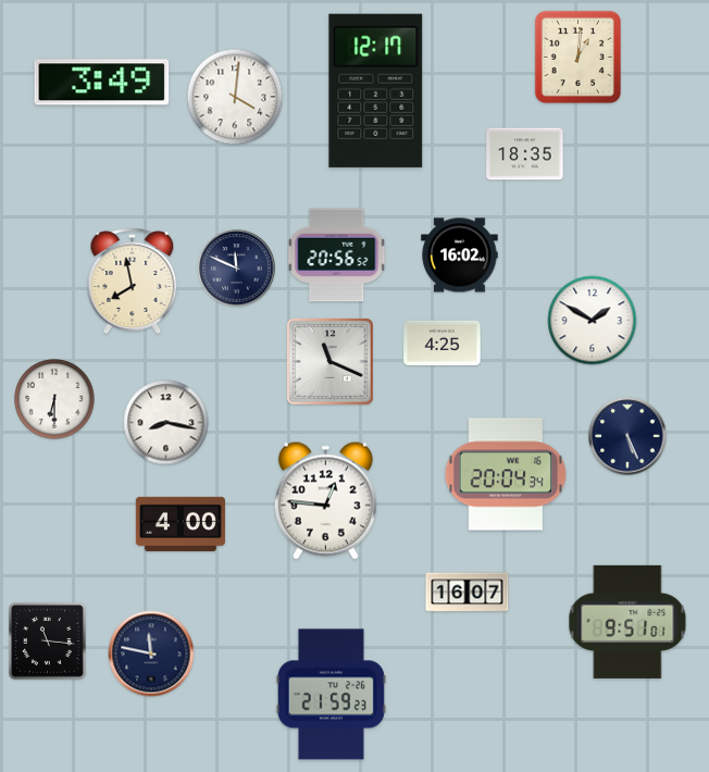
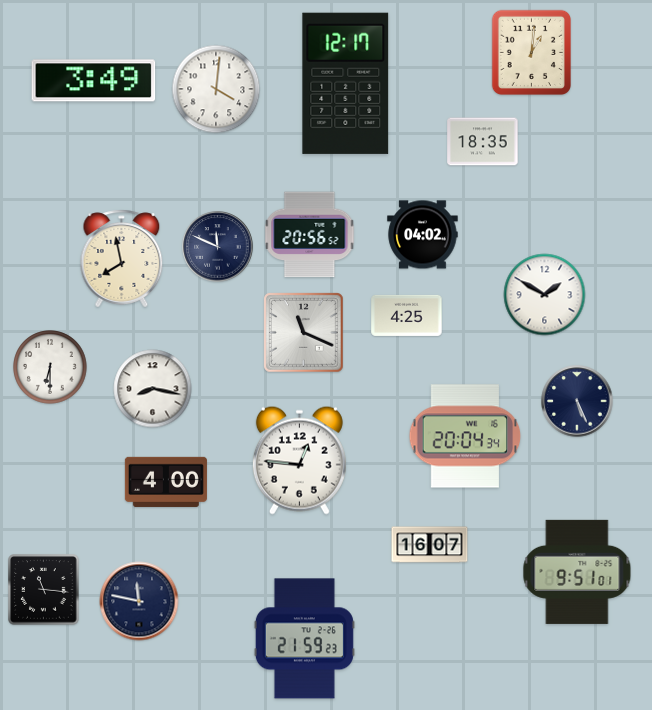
clock at (102, 83) position: (102, 83) -> (94, 81)
clock at (460, 256): 16:02 -> 04:02
